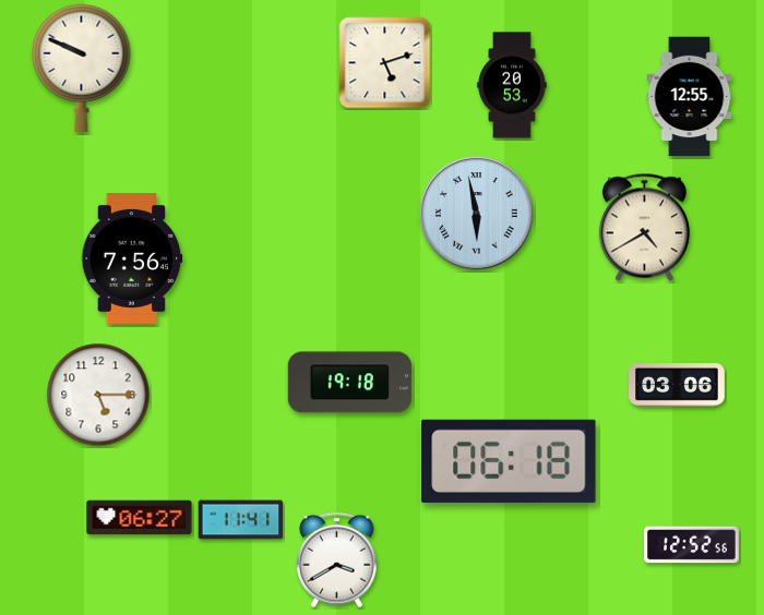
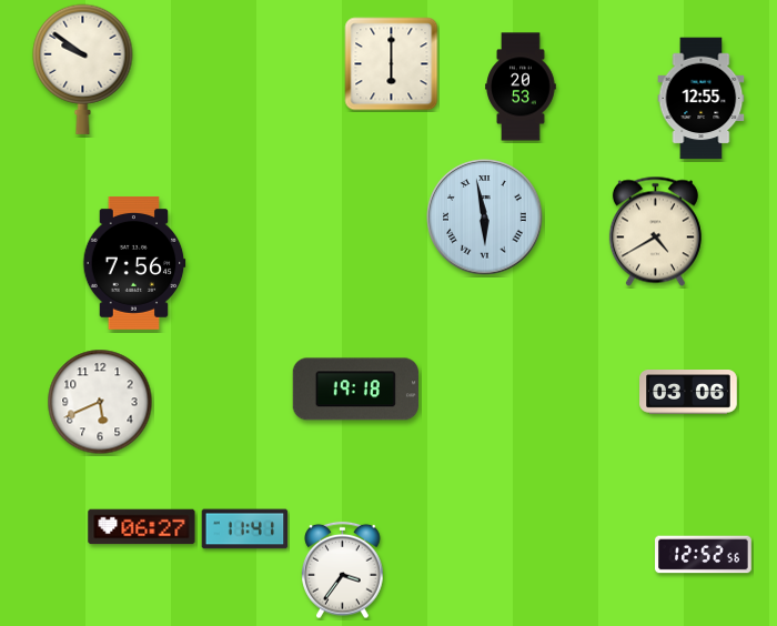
clock at (385, 63): 5:12 -> 6:00
clock at (82, 68): 9:49 -> 9:51
clock at (98, 395): 5:15 -> 5:41
clock at (509, 461): 06:18 -> none
clock at (337, 560): 3:40 -> 3:36
